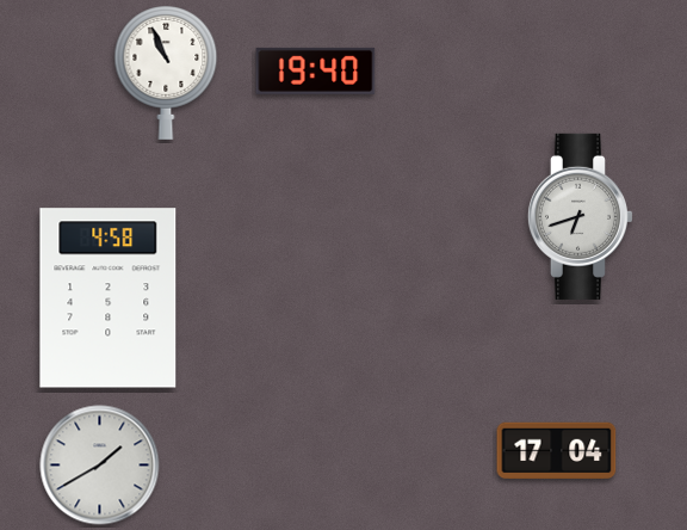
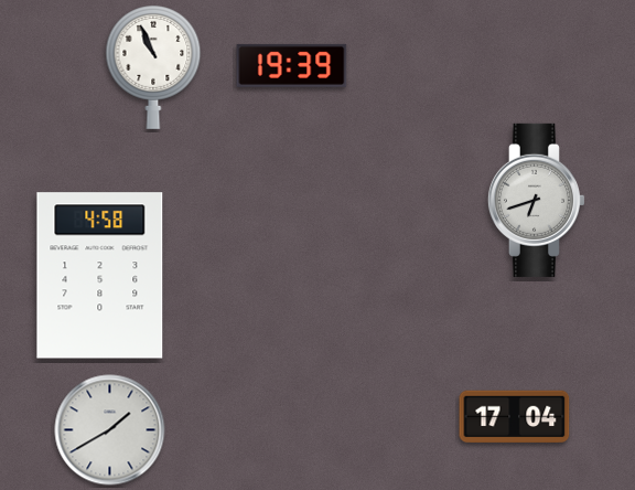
clock at (316, 70): 19:40 -> 19:39
clock at (100, 466) position: (100, 466) -> (110, 430)
